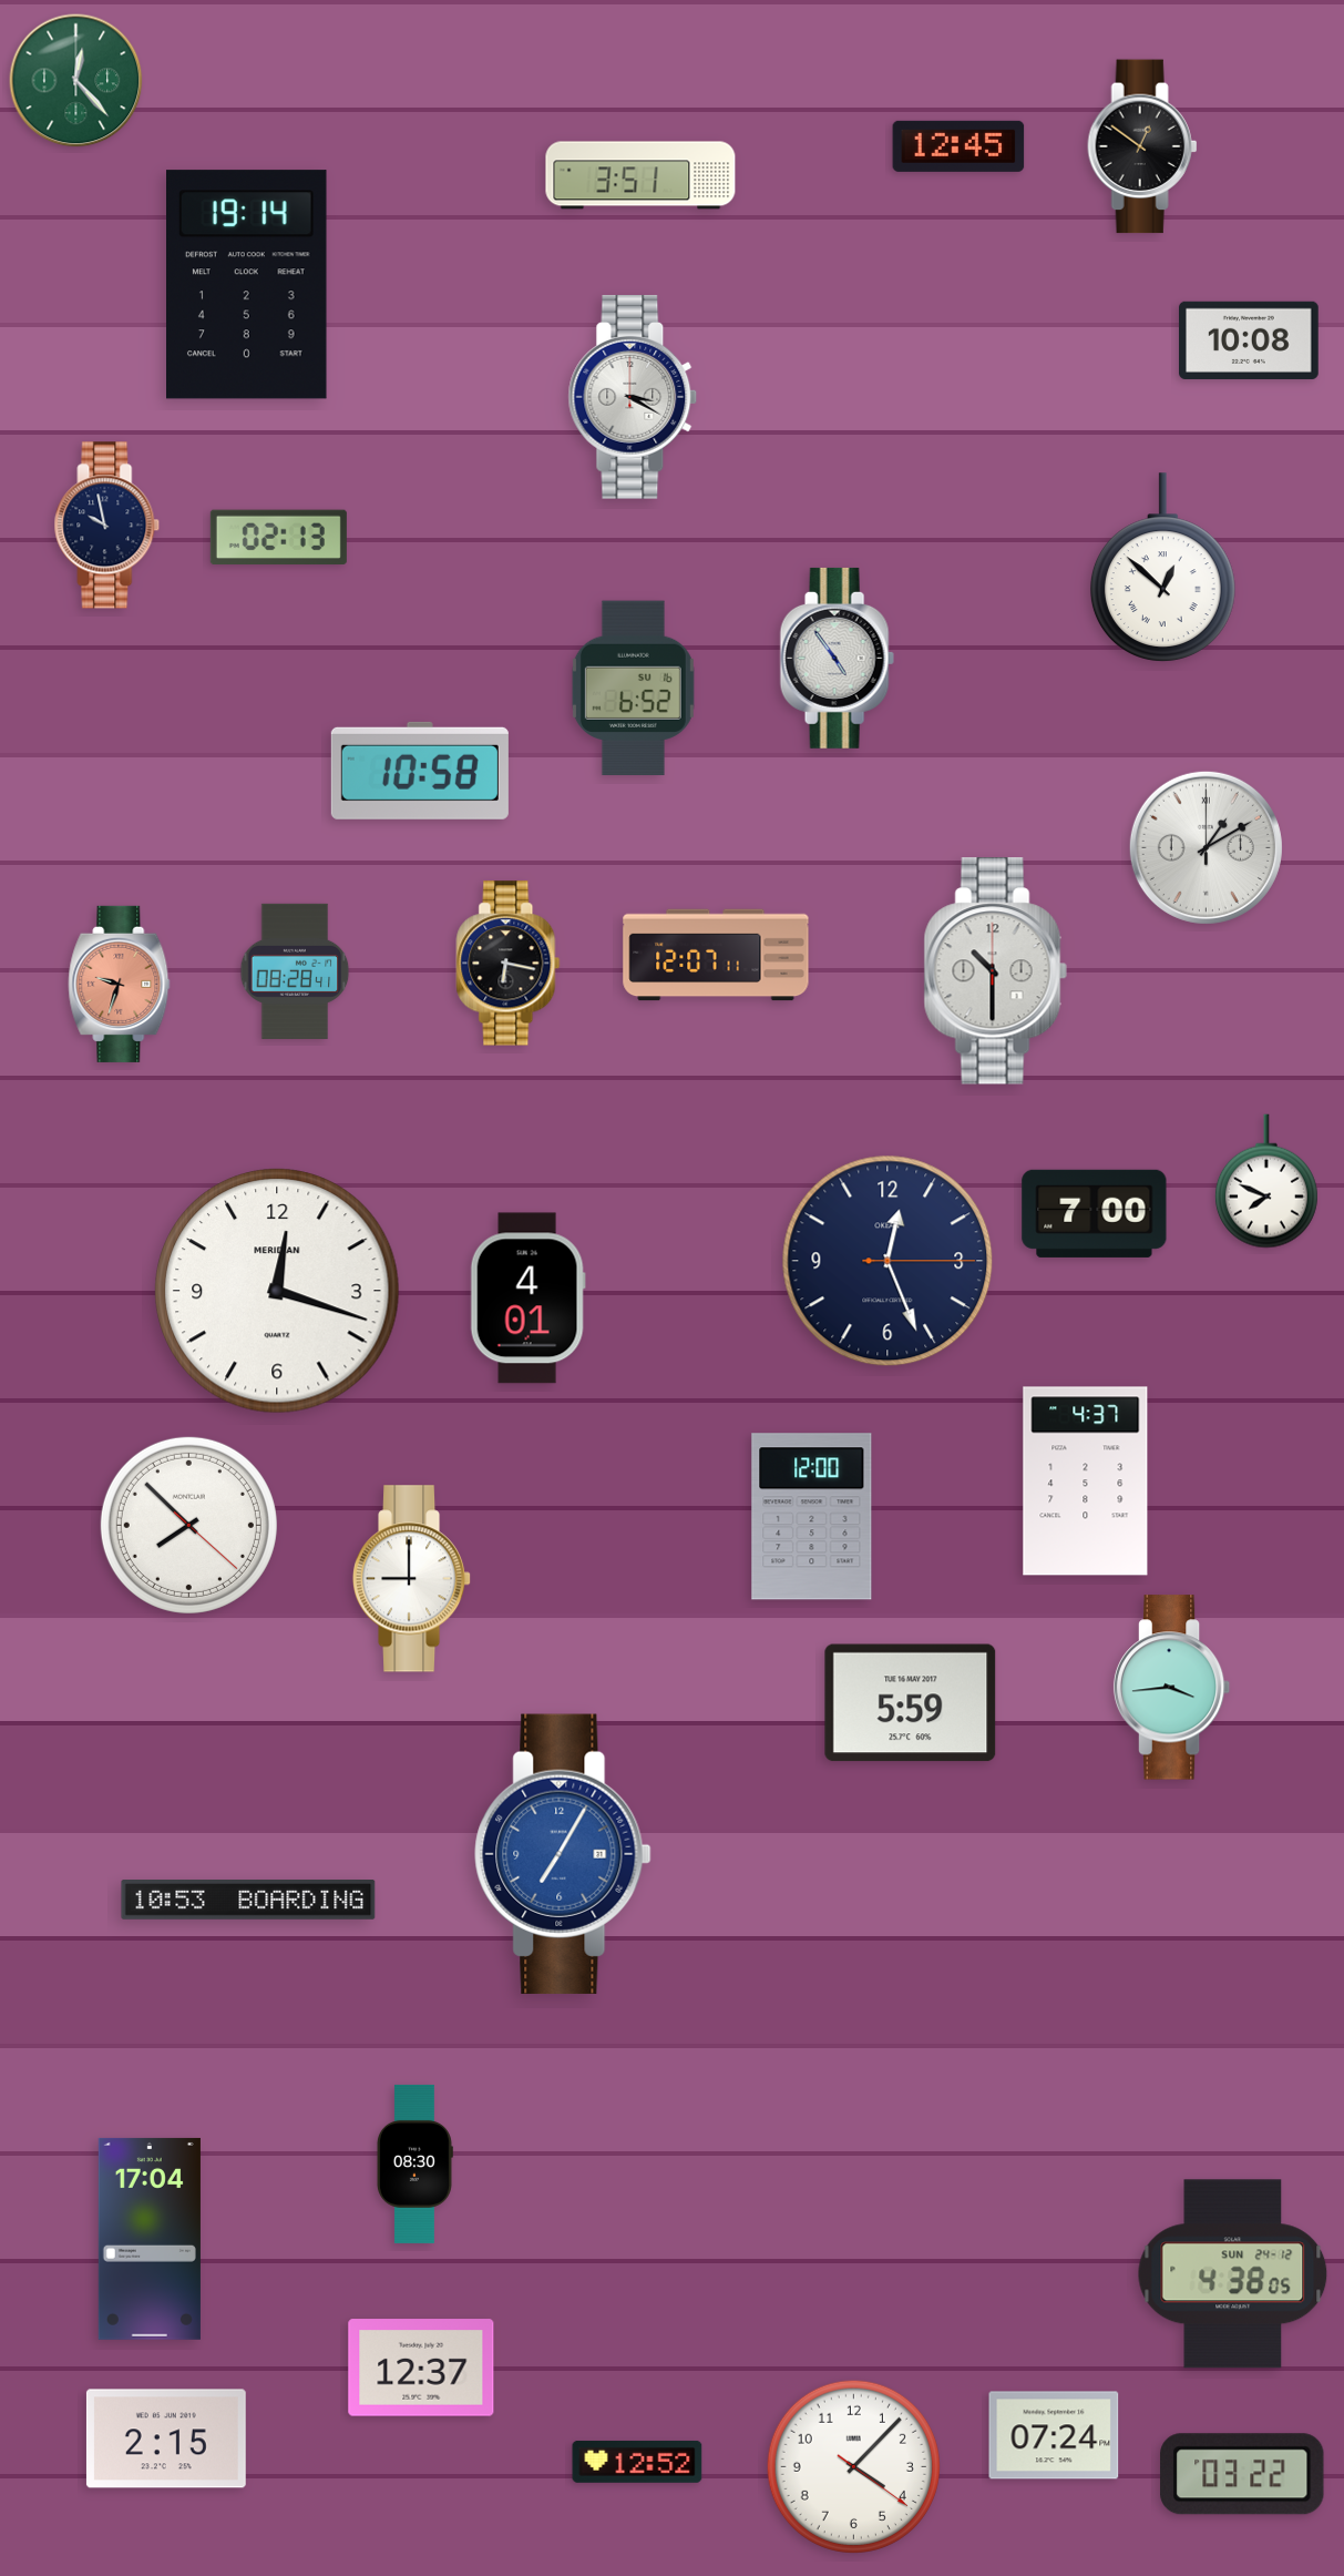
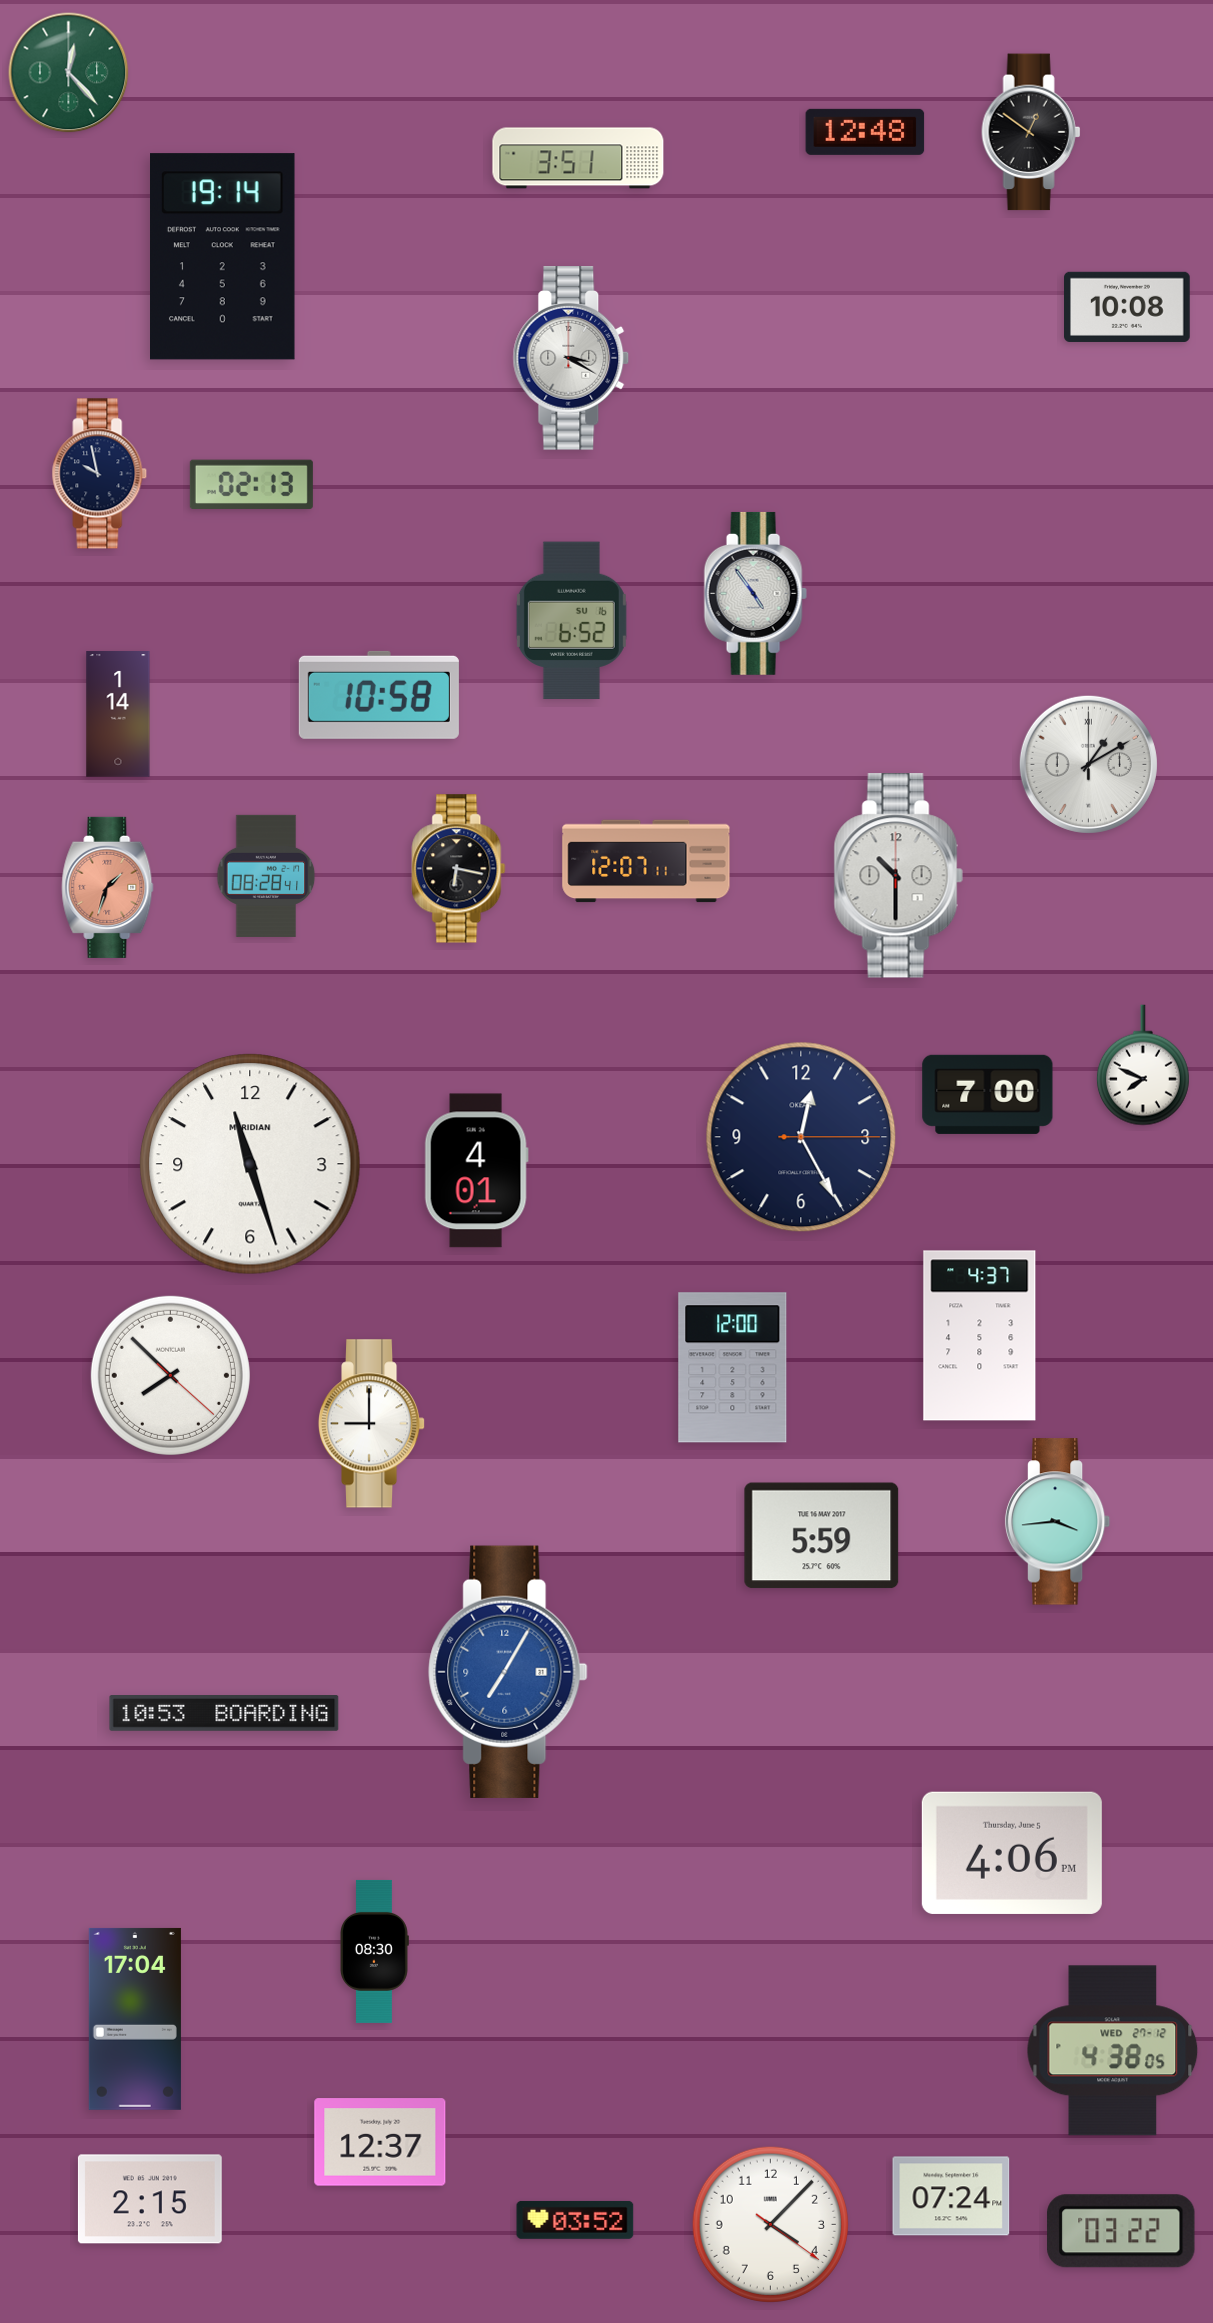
clock at (958, 146): 12:45 -> 12:48
clock at (107, 526) position: (107, 526) -> (100, 474)
clock at (1162, 568): 12:52 -> none
clock at (118, 714): none -> 1:14
clock at (120, 984): 9:33 -> 1:33
clock at (888, 1261): 12:26 -> 12:25
clock at (277, 1291): 12:18 -> 11:27
clock at (1012, 1853): none -> 4:06
clock at (1233, 2274) date: SUN 24-12 -> WED 27-12
clock at (421, 2368) position: (421, 2368) -> (380, 2142)
clock at (637, 2462): 12:52 -> 03:52
